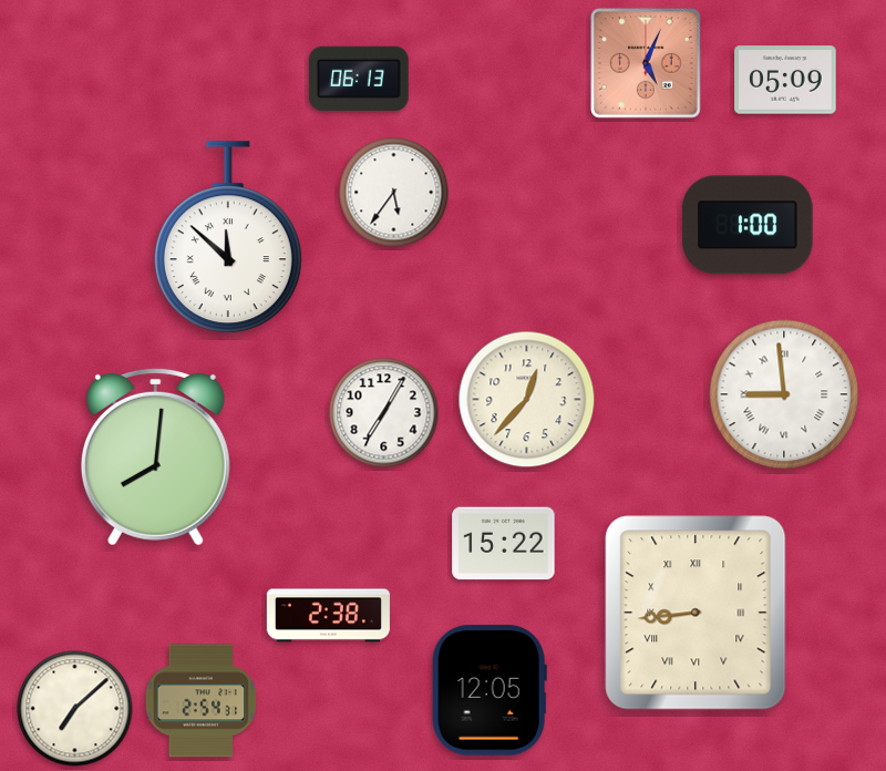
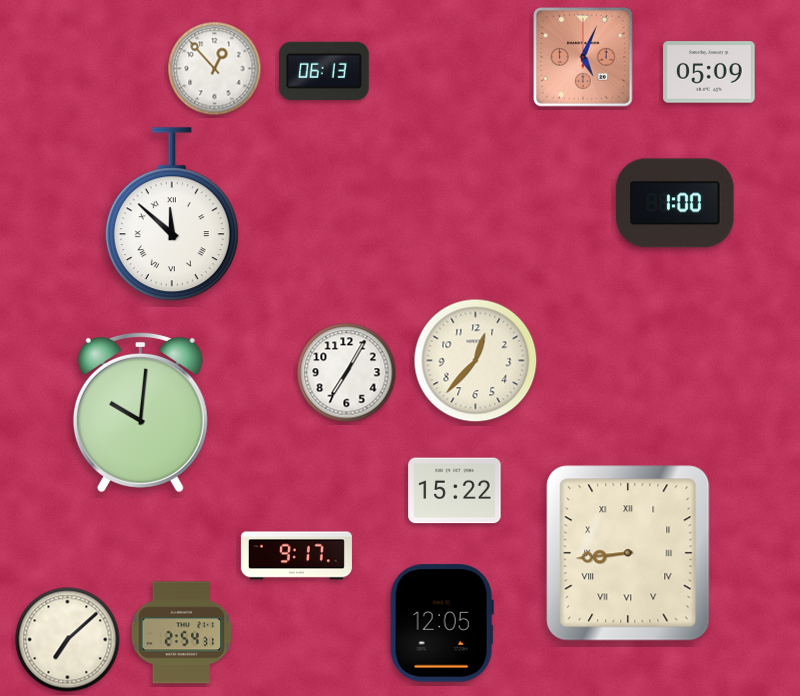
clock at (215, 69): none -> 12:53
clock at (394, 193): 5:36 -> none
clock at (228, 238) position: (228, 238) -> (172, 215)
clock at (784, 394): 8:59 -> none
clock at (155, 456): 8:01 -> 10:01
clock at (328, 616): 2:38 -> 9:17
